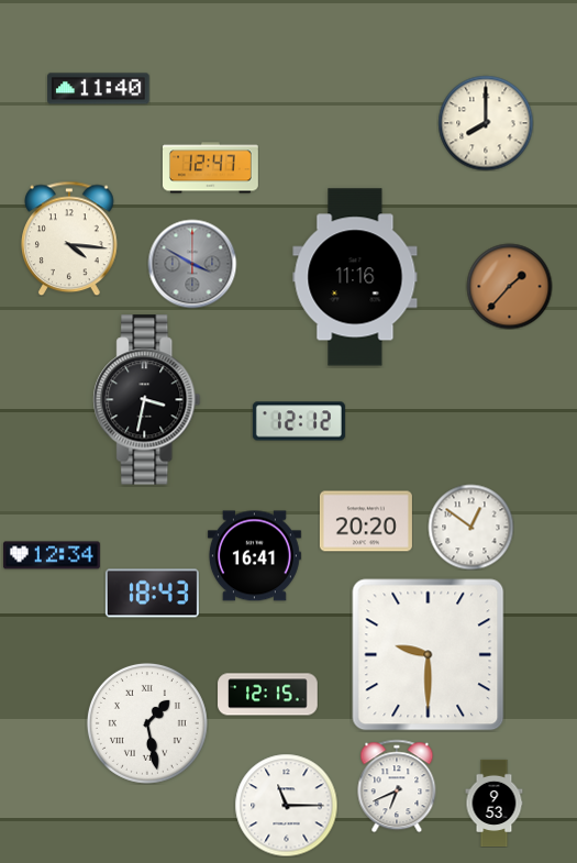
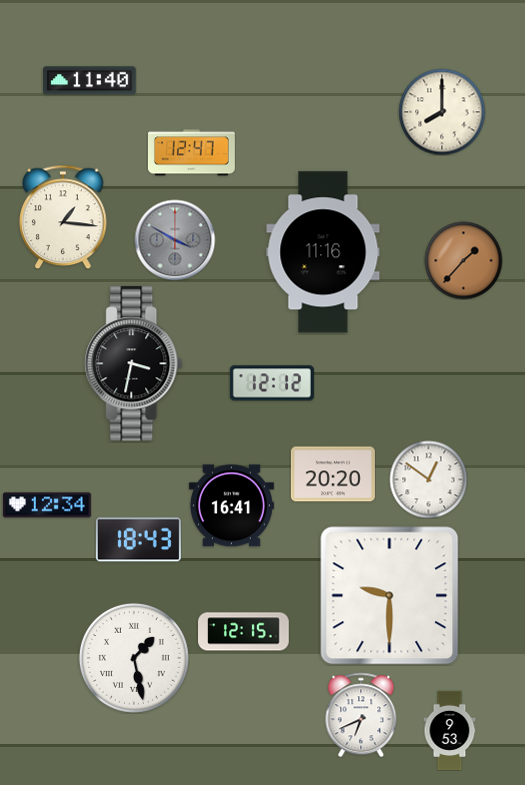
clock at (69, 239): 4:16 -> 1:16
clock at (286, 805): 11:15 -> none
